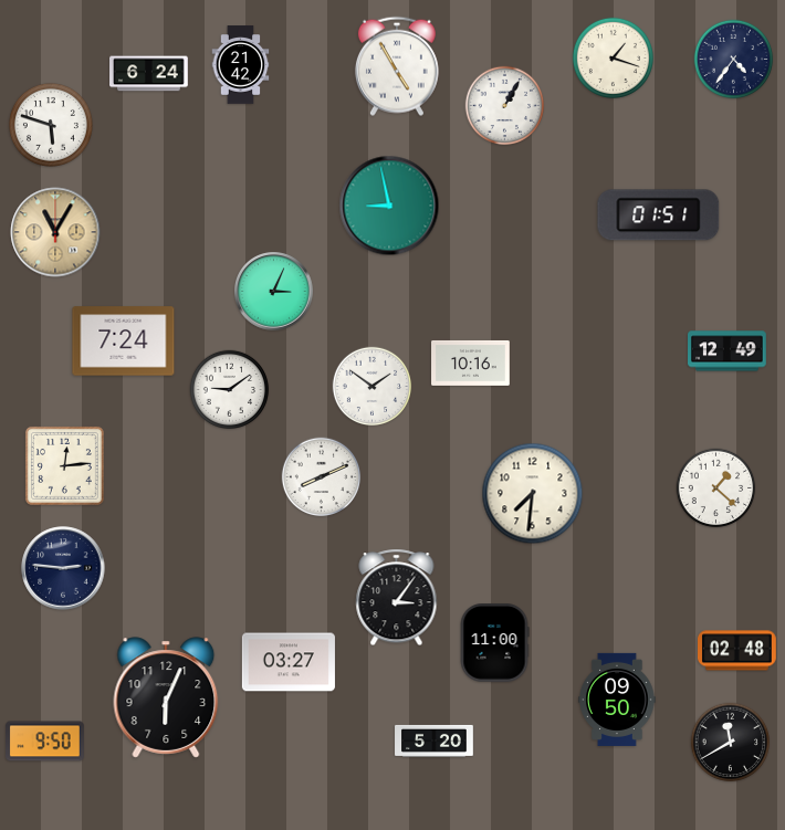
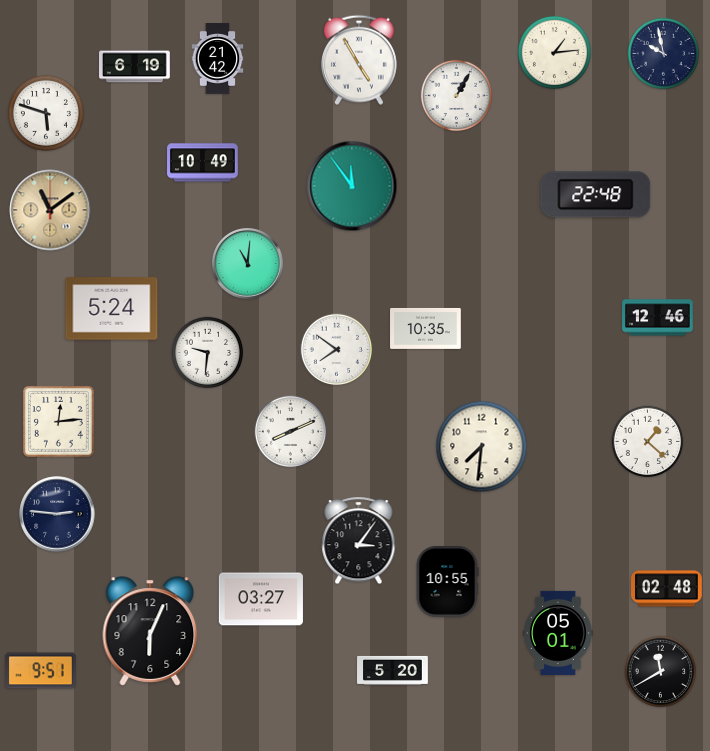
clock at (613, 57): 1:18 -> 1:14
clock at (734, 60): 4:36 -> 9:58
clock at (149, 74): 6:24 -> 6:19
clock at (203, 163): none -> 10:49
clock at (389, 206): 8:58 -> 11:54
clock at (659, 216): 01:51 -> 22:48
clock at (55, 232): 11:05 -> 11:09
clock at (274, 292): 3:04 -> 11:01
clock at (124, 342): 7:24 -> 5:24
clock at (728, 351): 12:49 -> 12:46
clock at (471, 363): 10:16 -> 10:35
clock at (373, 387): 1:51 -> 7:51
clock at (230, 390): 9:09 -> 9:31
clock at (494, 643): 11:00 -> 10:55
clock at (618, 700): 09:50 -> 05:01
clock at (45, 742): 9:50 -> 9:51
